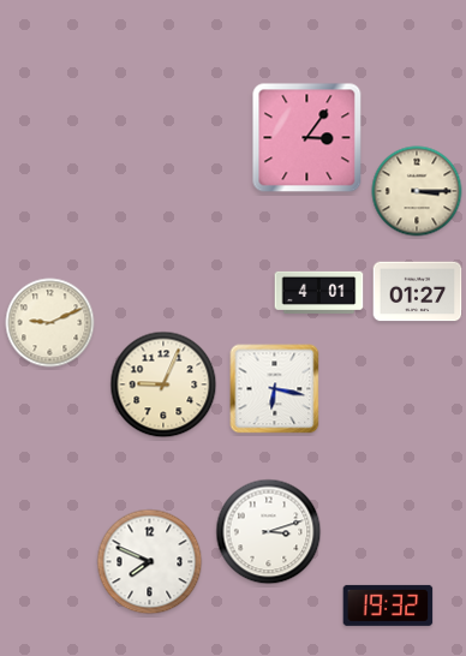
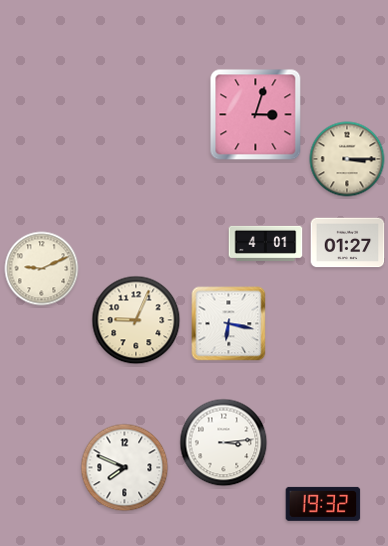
clock at (307, 138): 3:06 -> 3:03
clock at (269, 532): 3:12 -> 3:14
